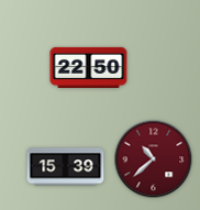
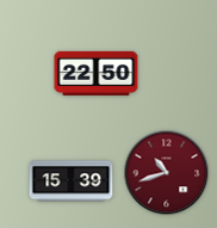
clock at (154, 159): 10:38 -> 10:42
